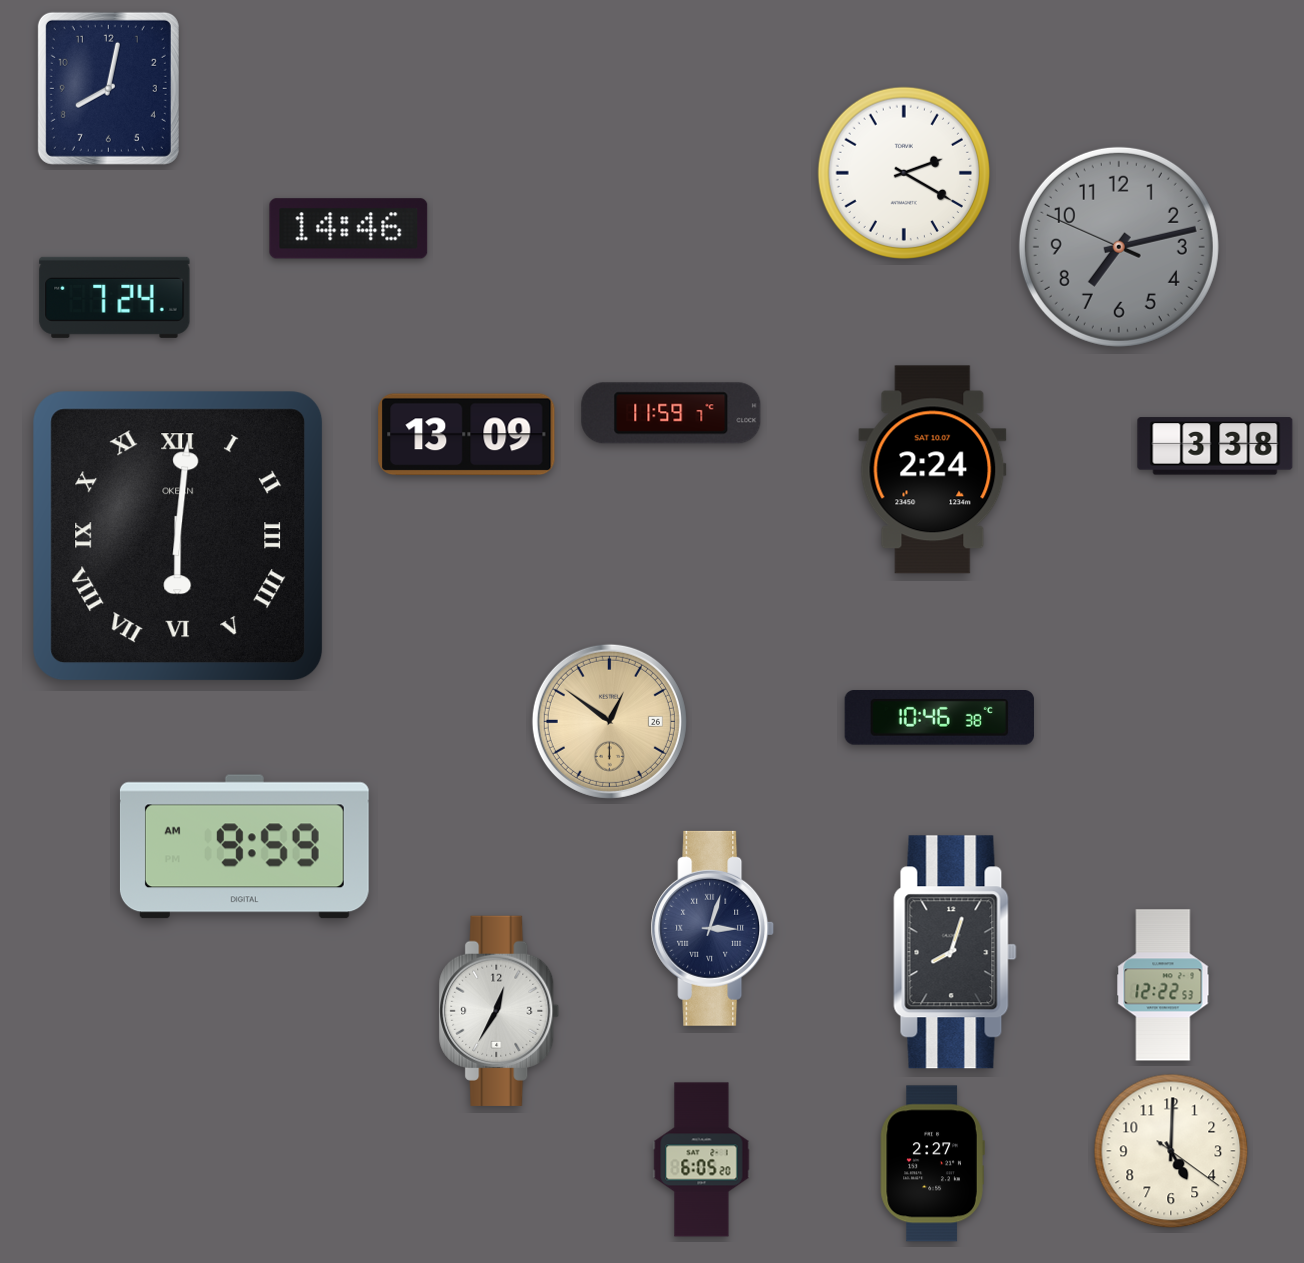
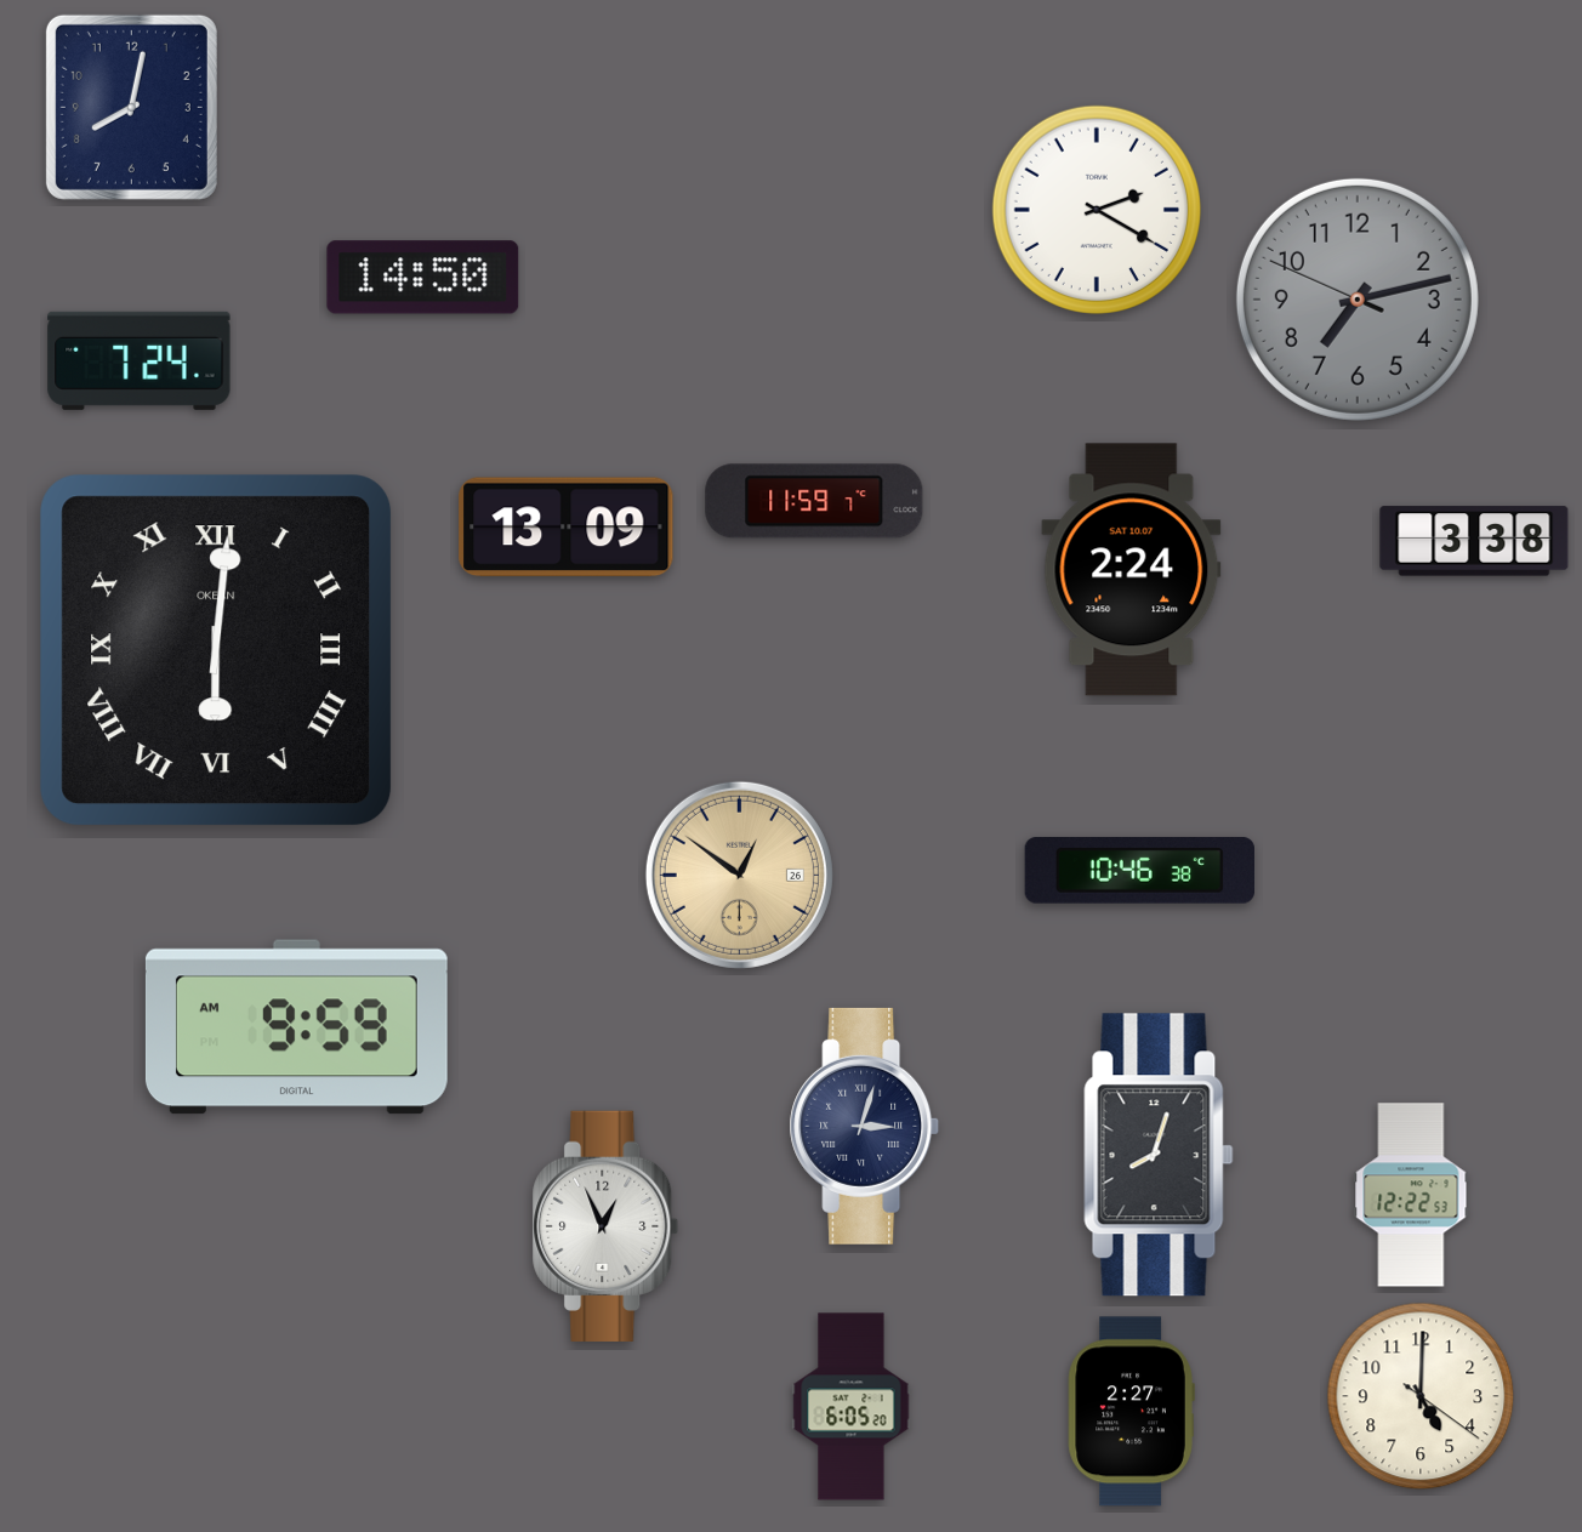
clock at (349, 229): 14:46 -> 14:50
clock at (499, 1011): 12:35 -> 12:56
